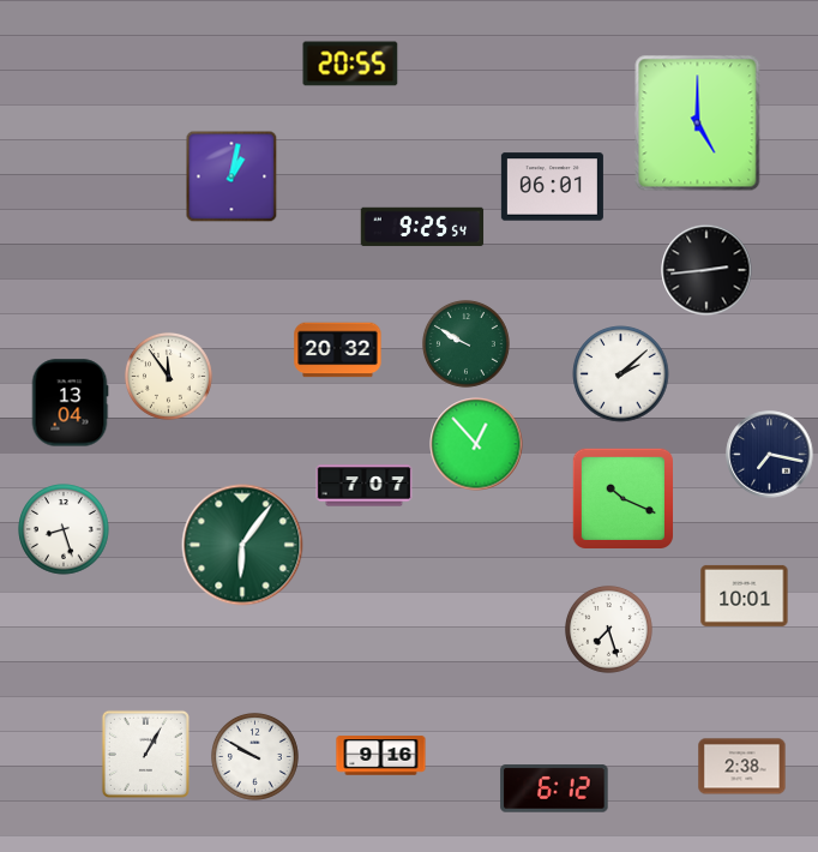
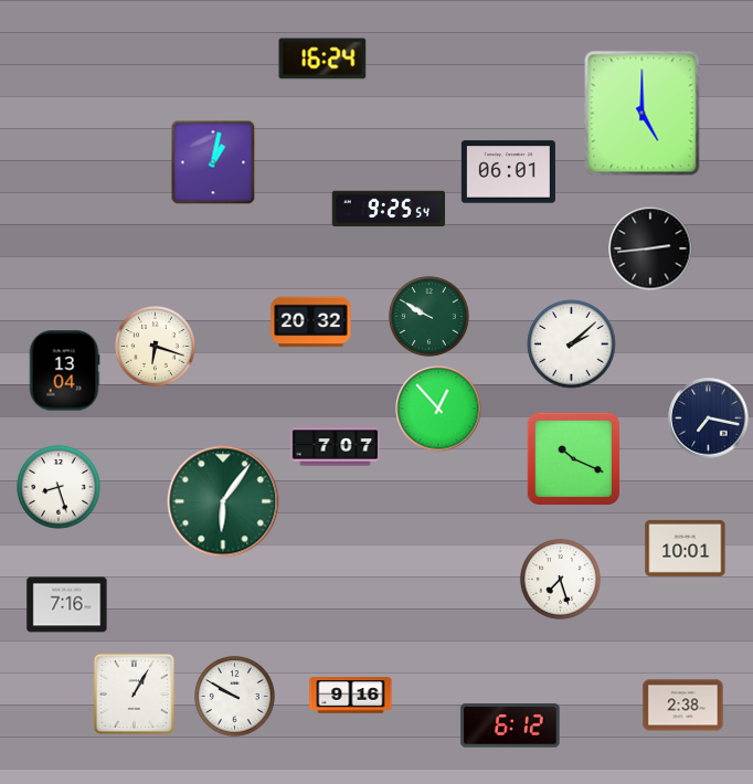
clock at (350, 64): 20:55 -> 16:24
clock at (168, 376): 11:54 -> 6:18
clock at (67, 605): none -> 7:16
